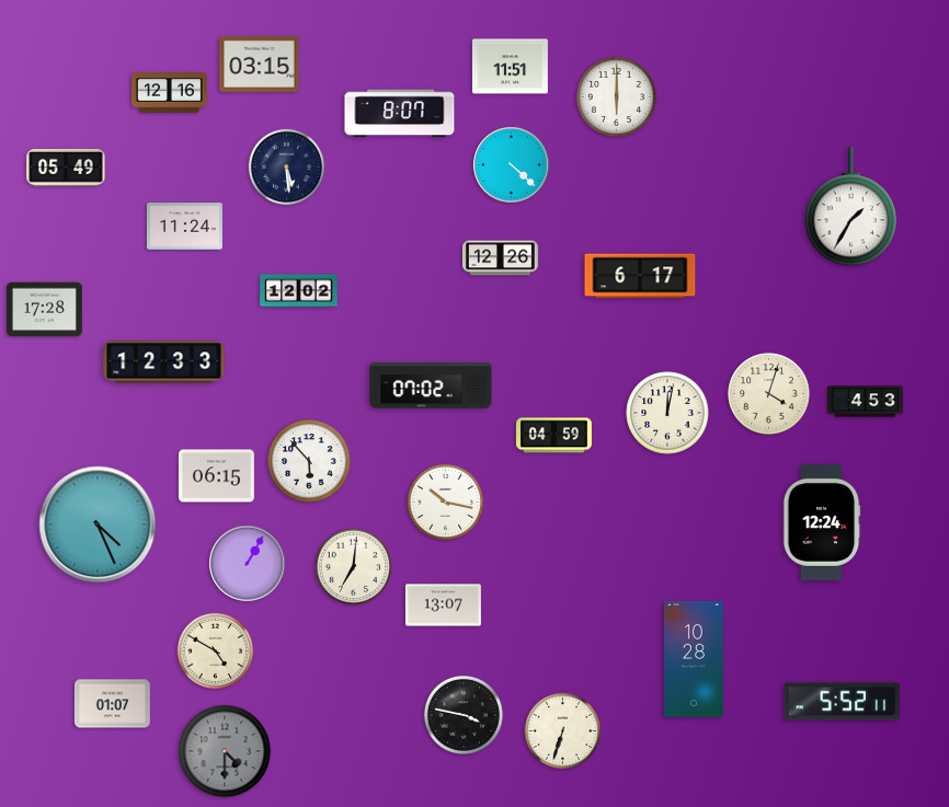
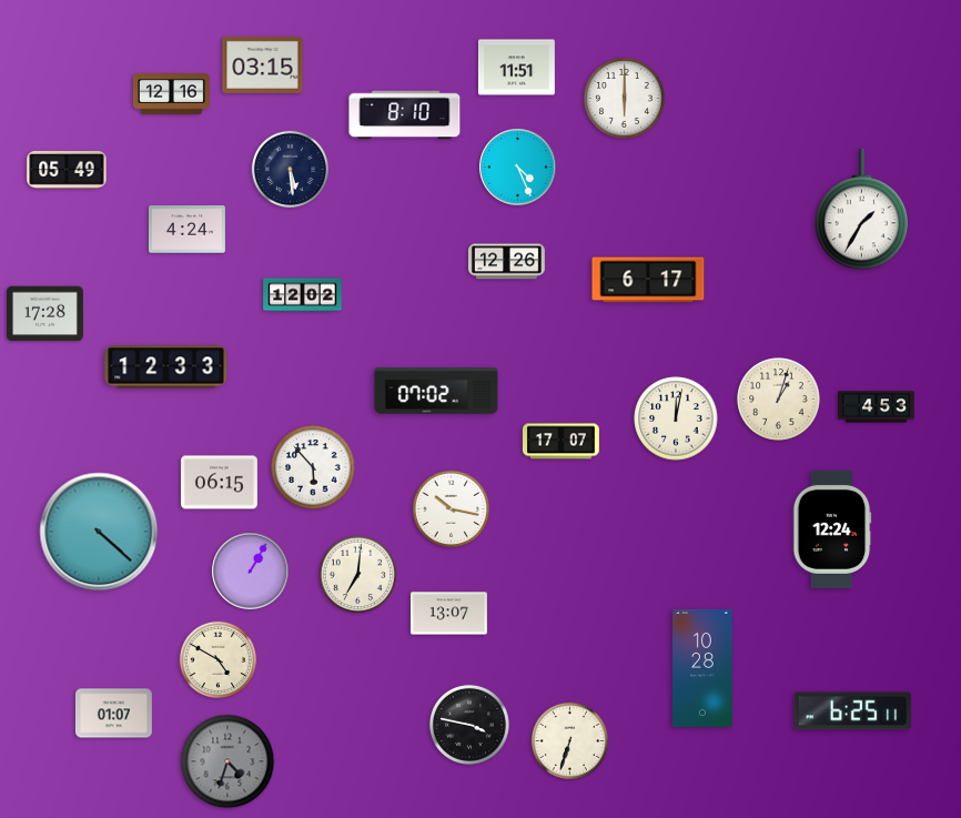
clock at (400, 114): 8:07 -> 8:10
clock at (512, 165): 4:22 -> 4:26
clock at (184, 227): 11:24 -> 4:24
clock at (769, 394): 4:03 -> 1:03
clock at (553, 436): 04:59 -> 17:07
clock at (98, 524): 4:26 -> 4:22
clock at (842, 702): 5:52 -> 6:25
clock at (225, 751): 4:30 -> 4:33
